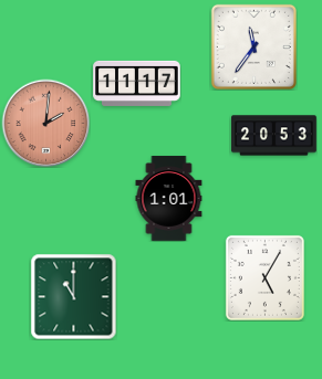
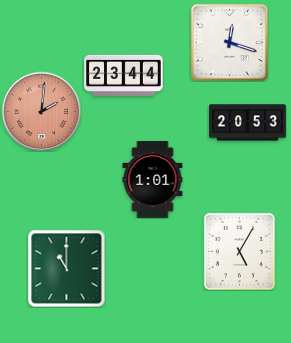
clock at (253, 46): 11:36 -> 12:18
clock at (137, 83): 11:17 -> 23:44
